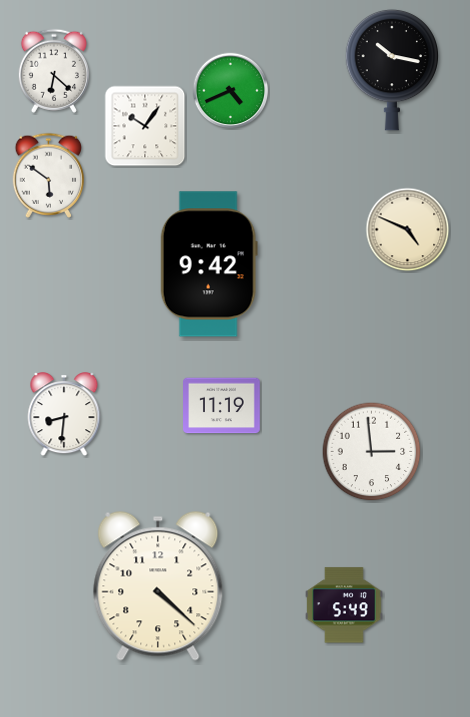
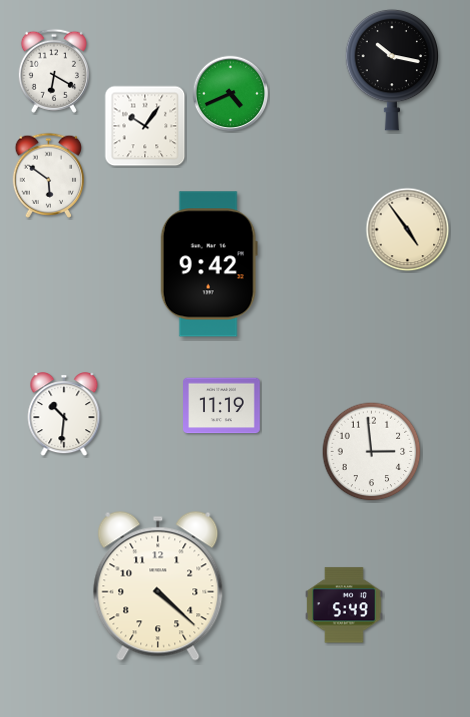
clock at (54, 71): 6:22 -> 6:20
clock at (231, 91) position: (231, 91) -> (231, 94)
clock at (408, 230): 4:49 -> 4:54
clock at (64, 415): 8:31 -> 10:31
